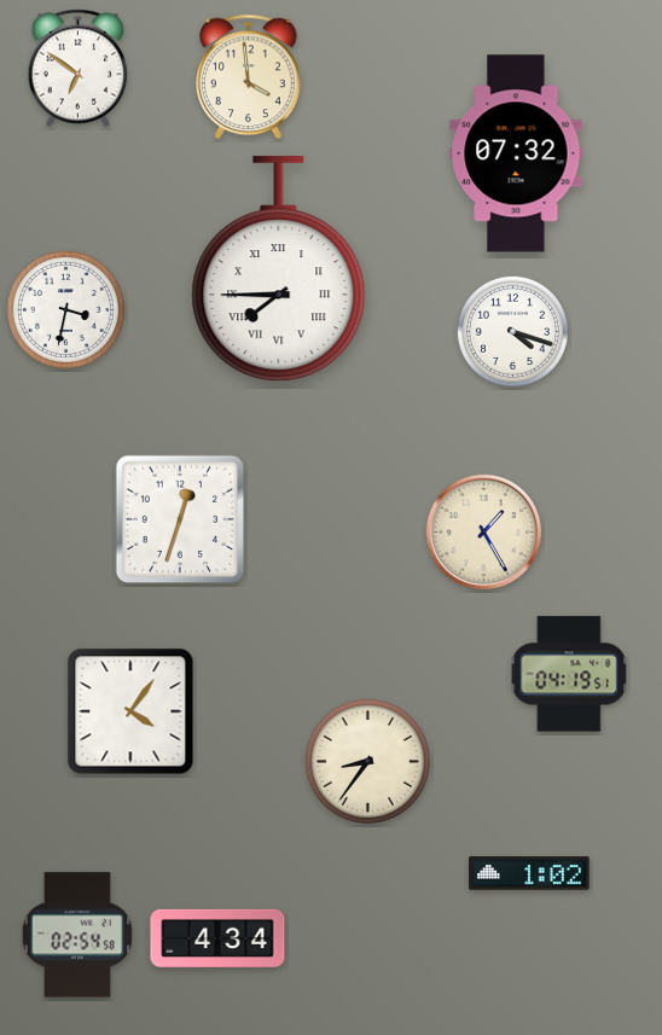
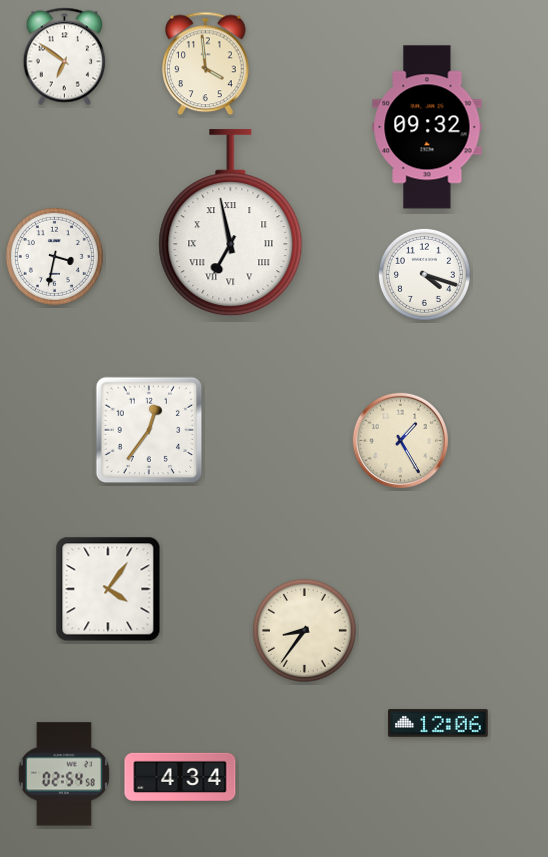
clock at (516, 153): 07:32 -> 09:32
clock at (279, 269): 7:45 -> 6:58
clock at (180, 519): 12:33 -> 12:36
clock at (569, 674): 04:19 -> none
clock at (529, 873): 1:02 -> 12:06
